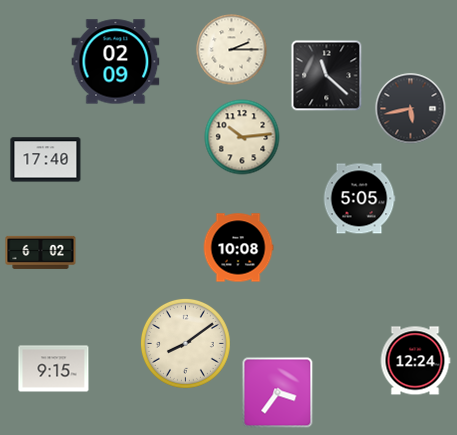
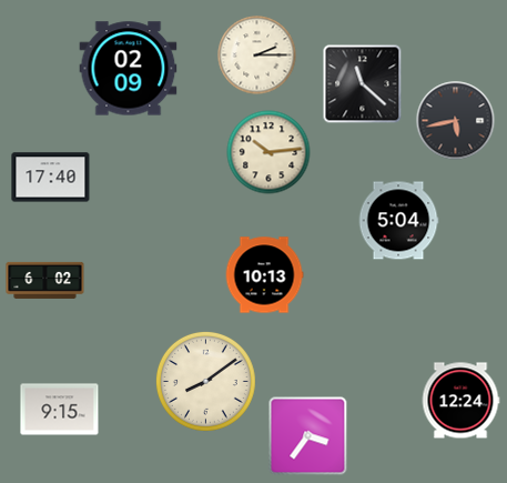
clock at (359, 199): 5:05 -> 5:04
clock at (238, 248): 10:08 -> 10:13
